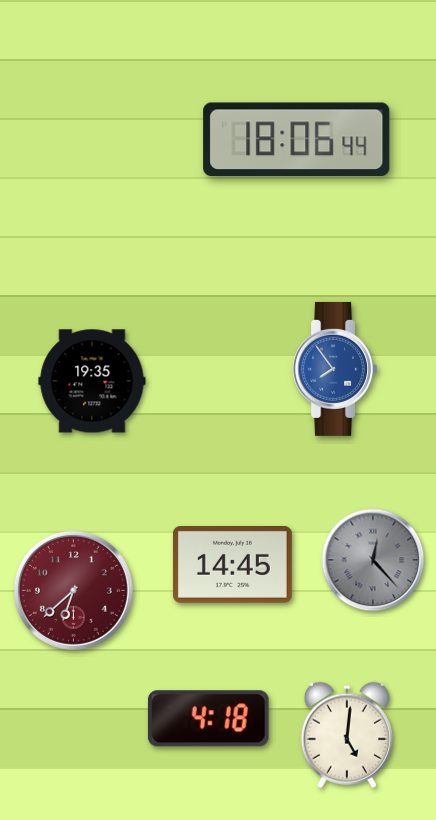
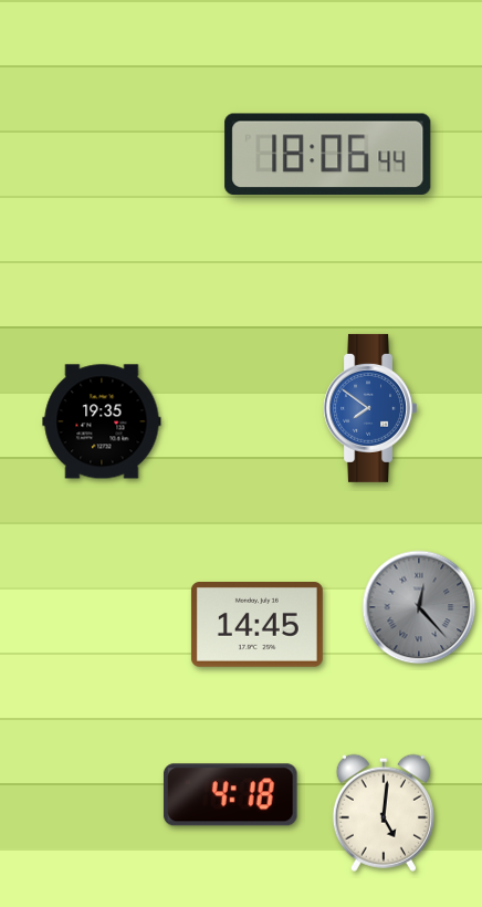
clock at (334, 369): 7:54 -> 7:51
clock at (373, 560) position: (373, 560) -> (419, 607)
clock at (73, 590): 6:38 -> none
